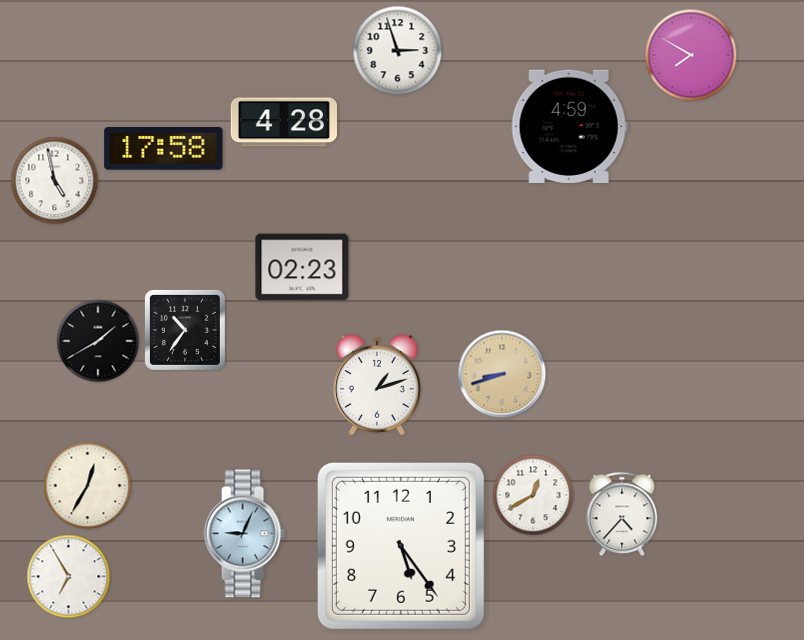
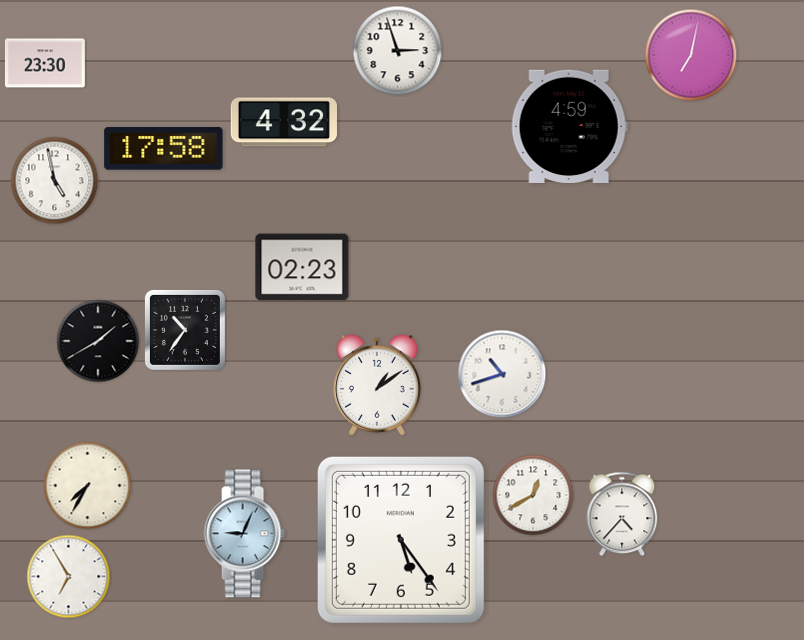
clock at (691, 55): 7:50 -> 7:02
clock at (45, 63): none -> 23:30
clock at (284, 122): 4:28 -> 4:32
clock at (502, 374): 8:42 -> 10:42
clock at (502, 374) dial: champagne -> white
clock at (377, 386): 1:12 -> 1:09
clock at (88, 486): 12:35 -> 7:35
clock at (401, 546) position: (401, 546) -> (401, 540)
